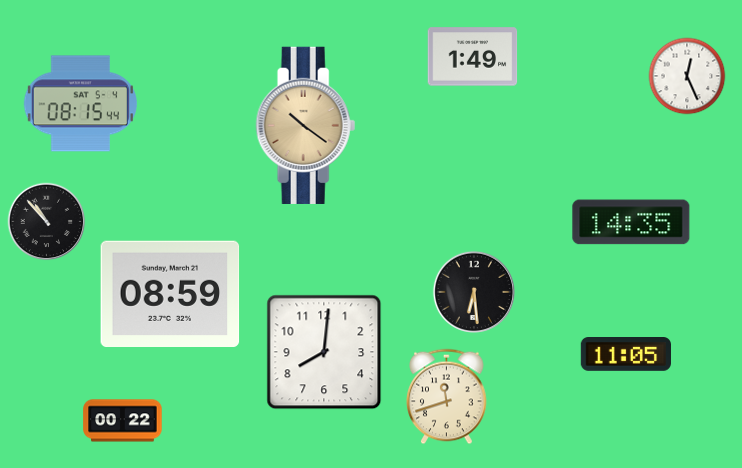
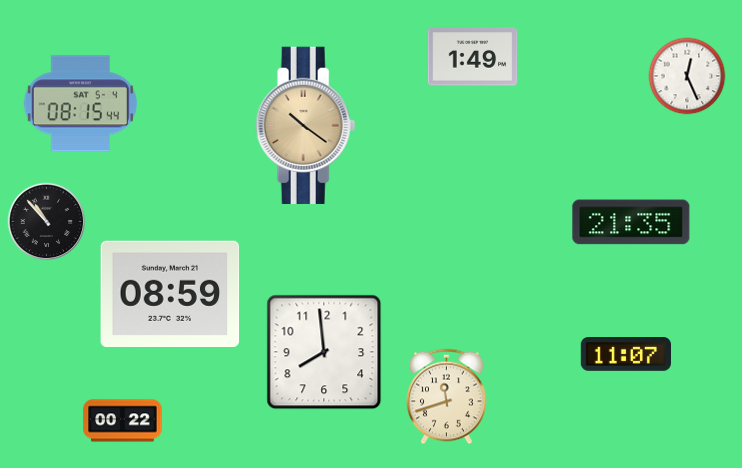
clock at (631, 222): 14:35 -> 21:35
clock at (473, 291): 6:29 -> none
clock at (324, 352): 8:01 -> 7:59
clock at (626, 355): 11:05 -> 11:07
